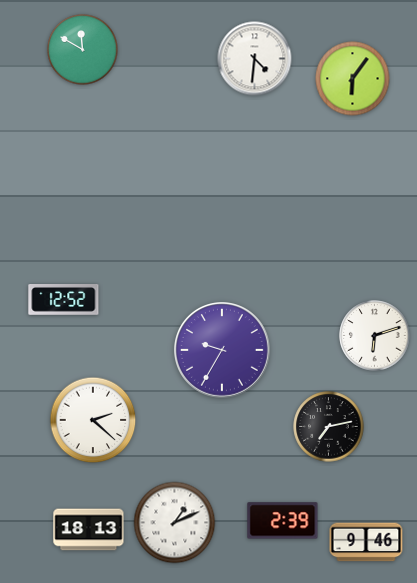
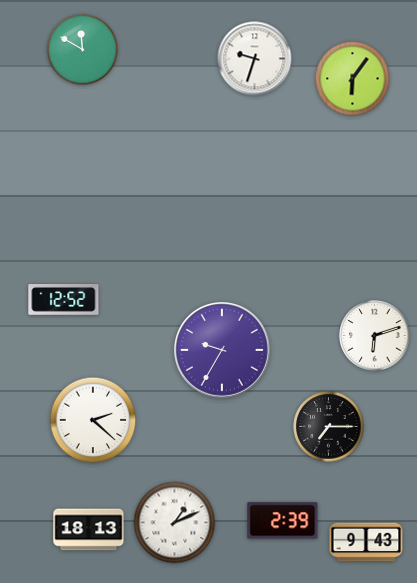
clock at (255, 59): 4:31 -> 9:33
clock at (329, 427): 7:13 -> 7:15
clock at (366, 542): 9:46 -> 9:43
